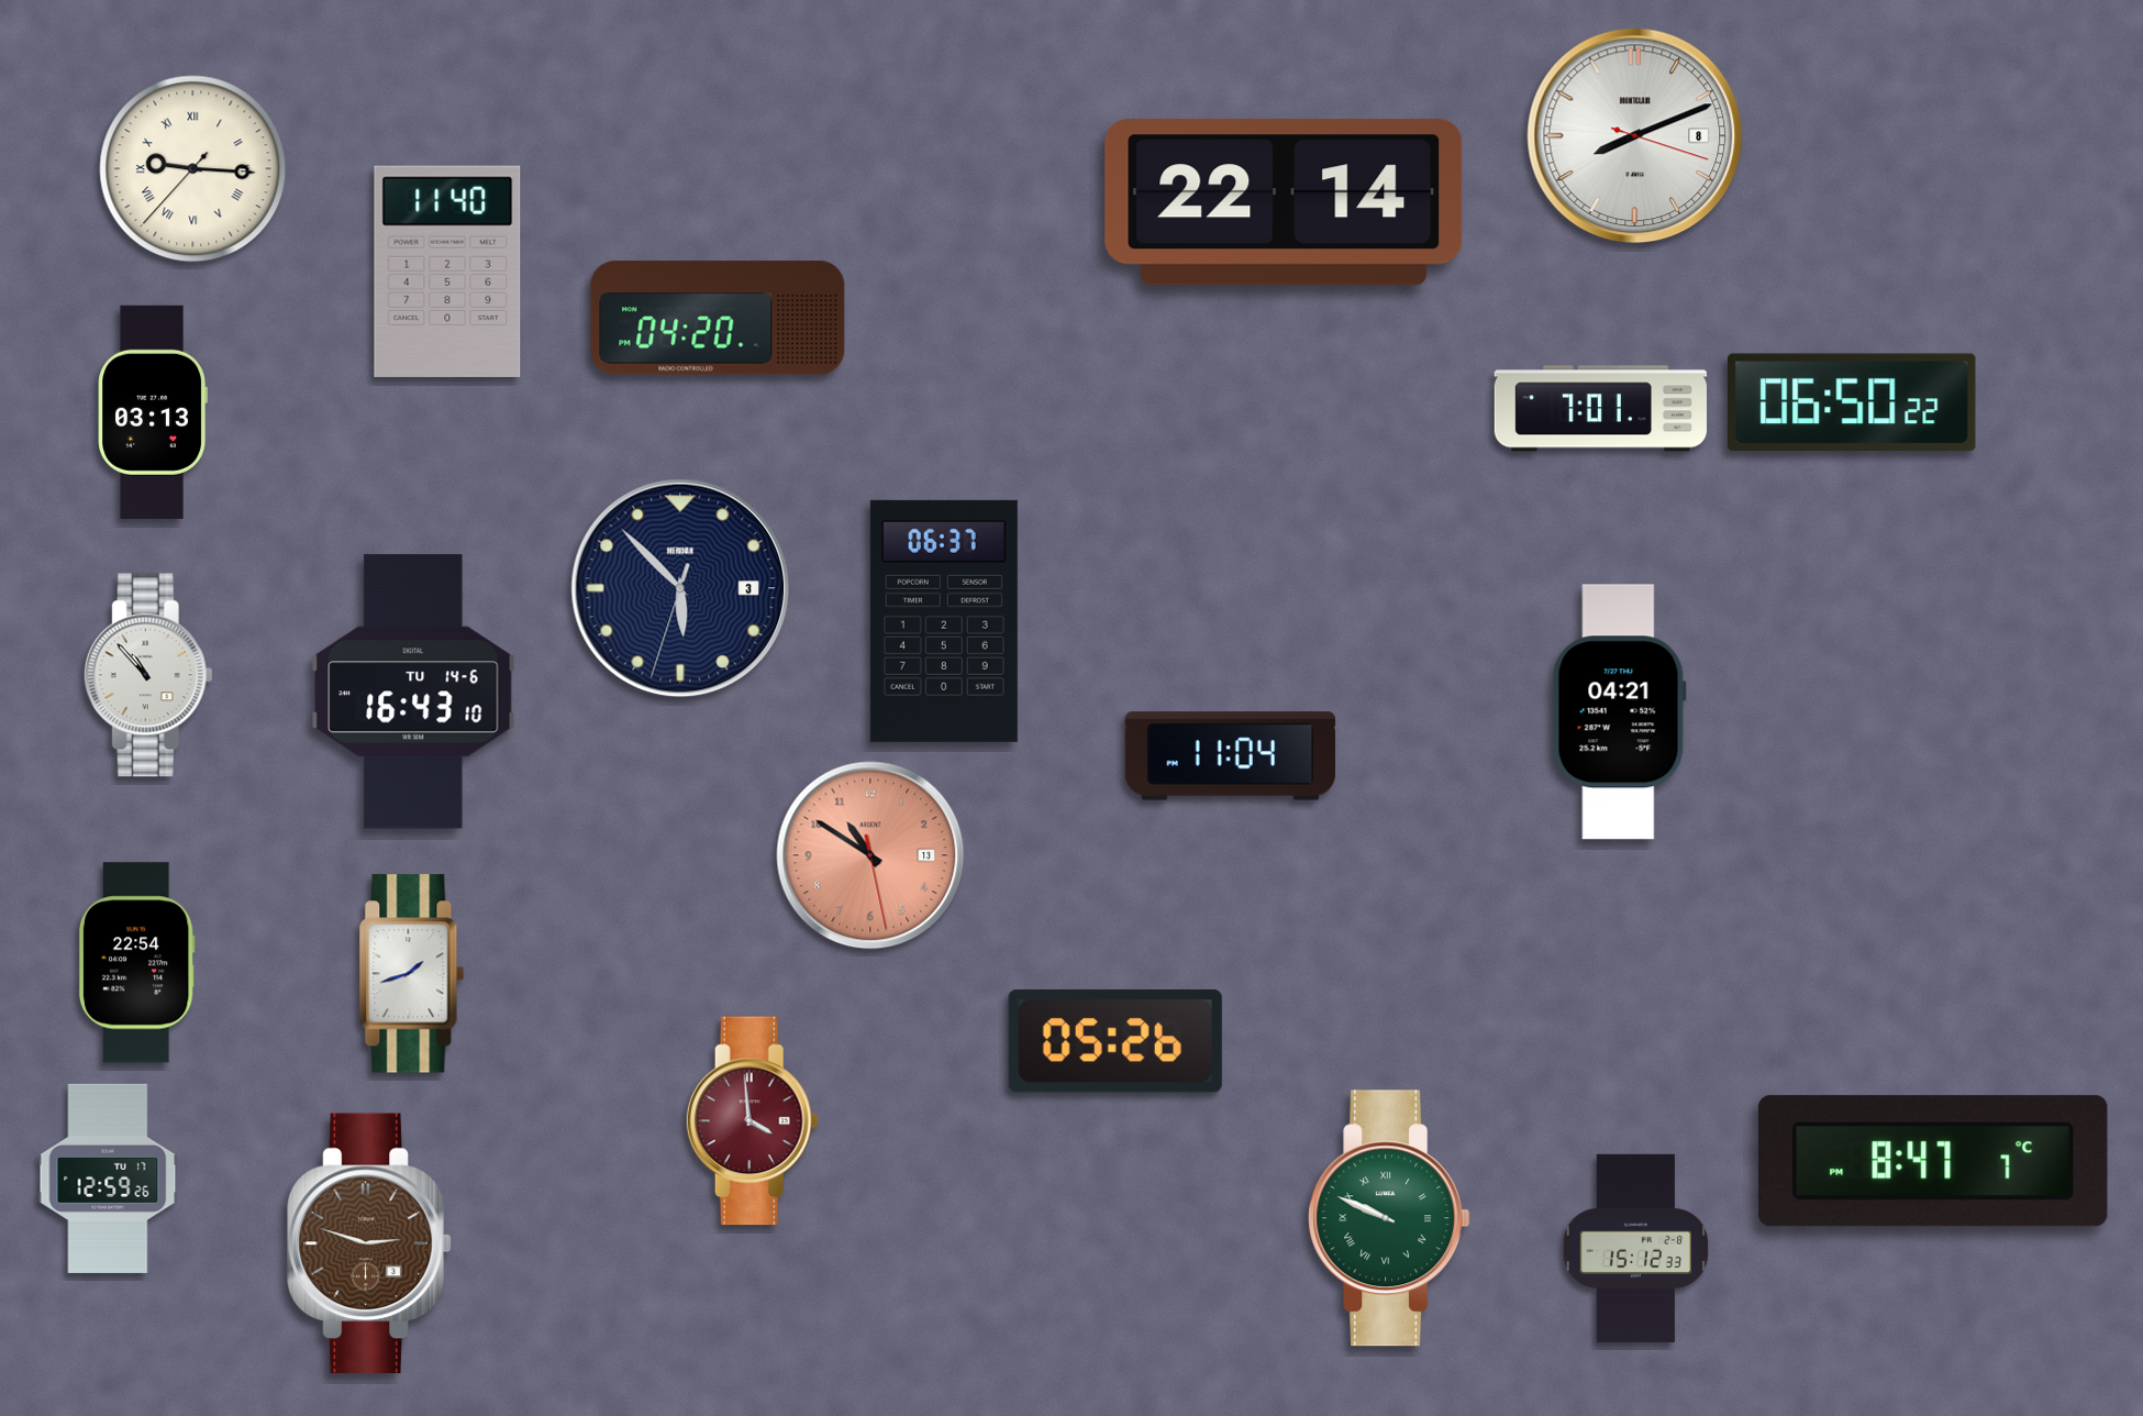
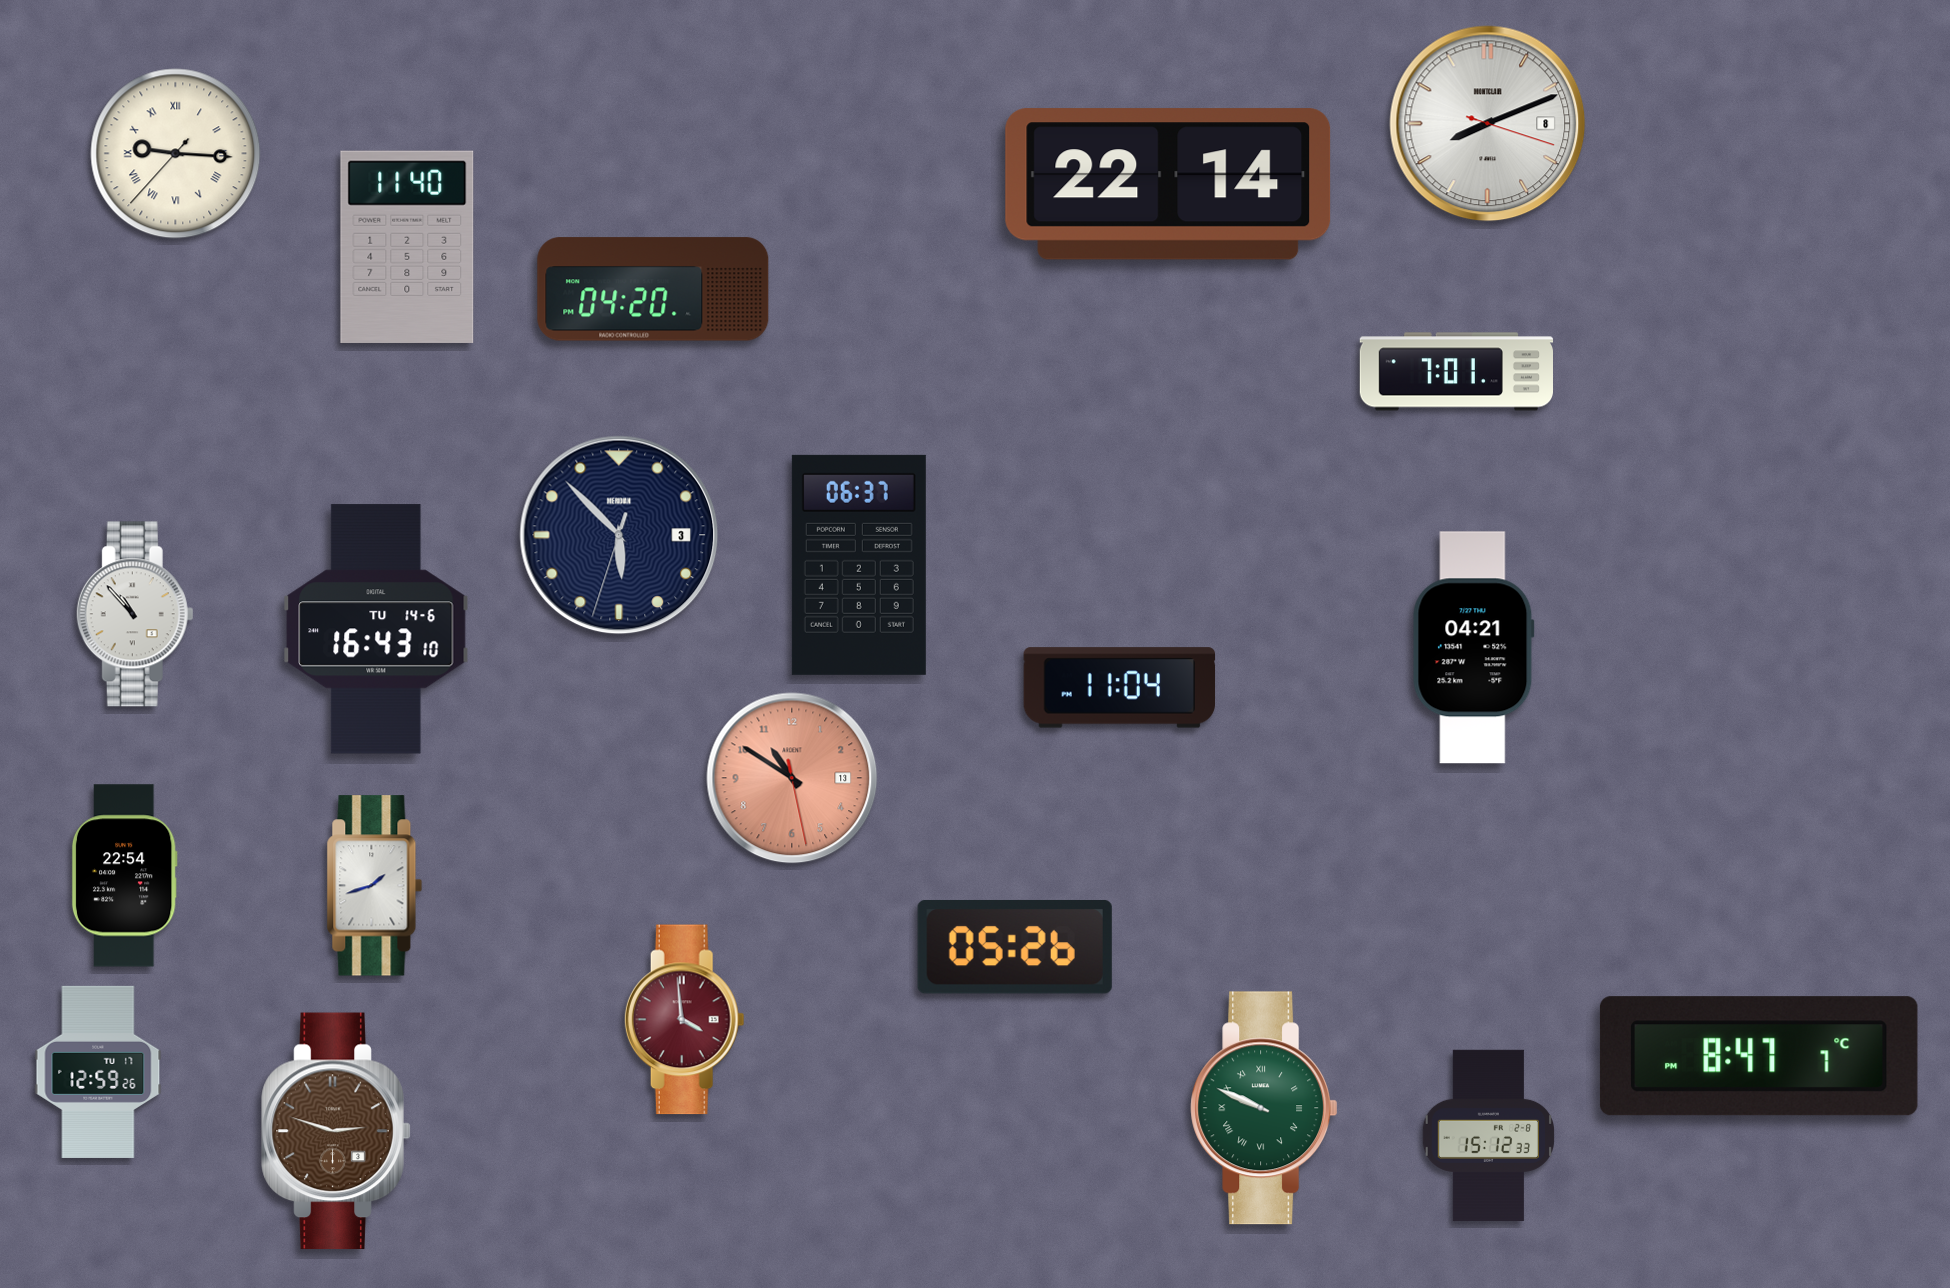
clock at (1853, 401): 06:50 -> none
clock at (152, 412): 03:13 -> none
